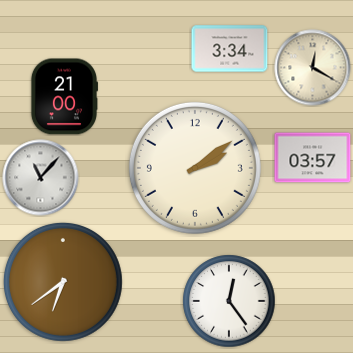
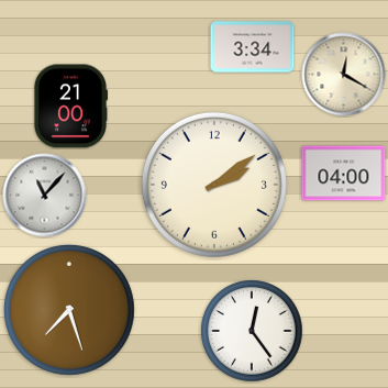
clock at (230, 49) position: (230, 49) -> (253, 47)
clock at (313, 158): 03:57 -> 04:00
clock at (63, 282): 6:39 -> 7:27
